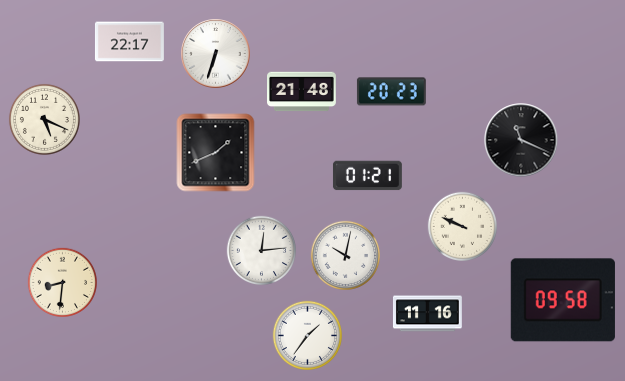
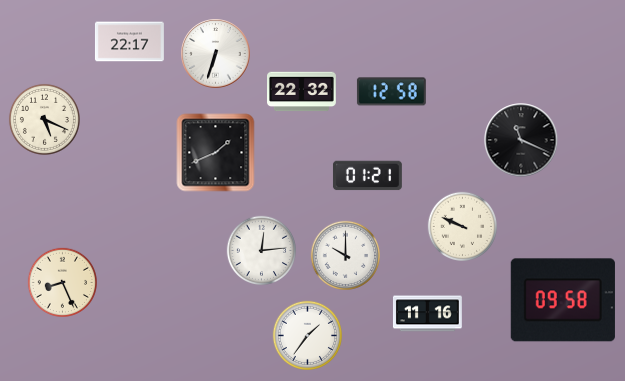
clock at (302, 92): 21:48 -> 22:32
clock at (391, 92): 20:23 -> 12:58
clock at (345, 255): 10:02 -> 10:00
clock at (62, 282): 8:31 -> 8:26
